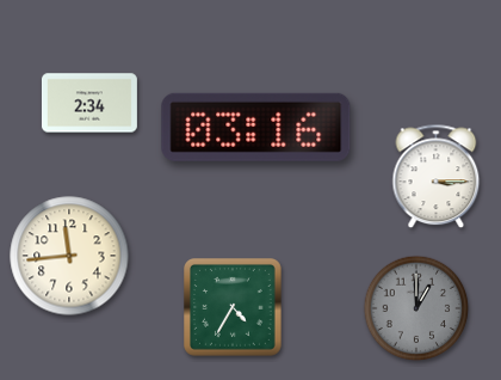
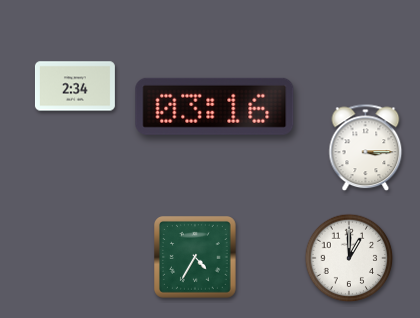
clock at (69, 256): 11:44 -> none
clock at (416, 308) dial: grey -> white
